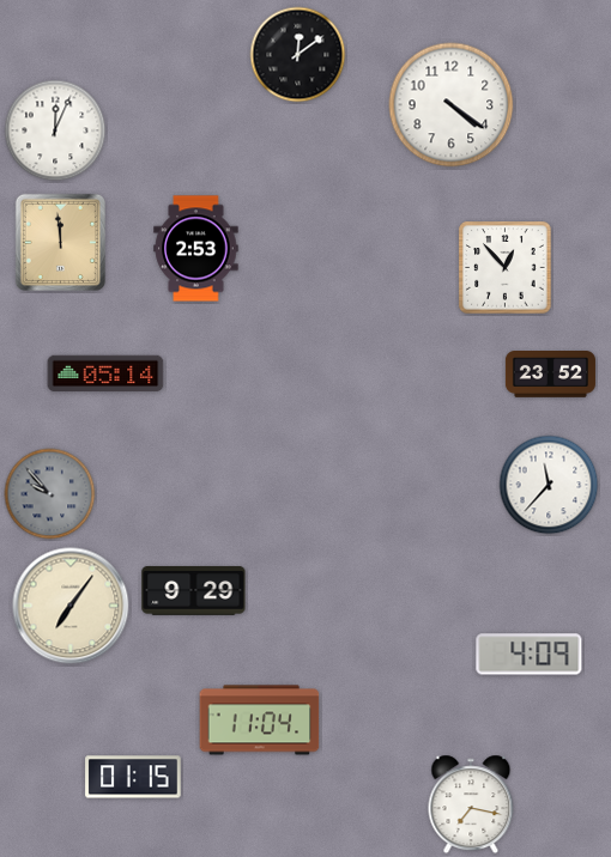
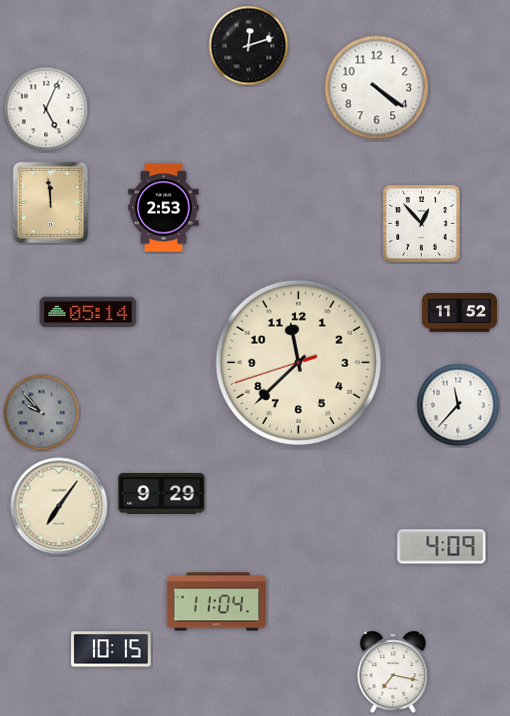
clock at (298, 55): 12:09 -> 12:12
clock at (55, 130): 12:04 -> 5:04
clock at (550, 375): 23:52 -> 11:52
clock at (298, 362): none -> 11:37
clock at (133, 777): 01:15 -> 10:15
